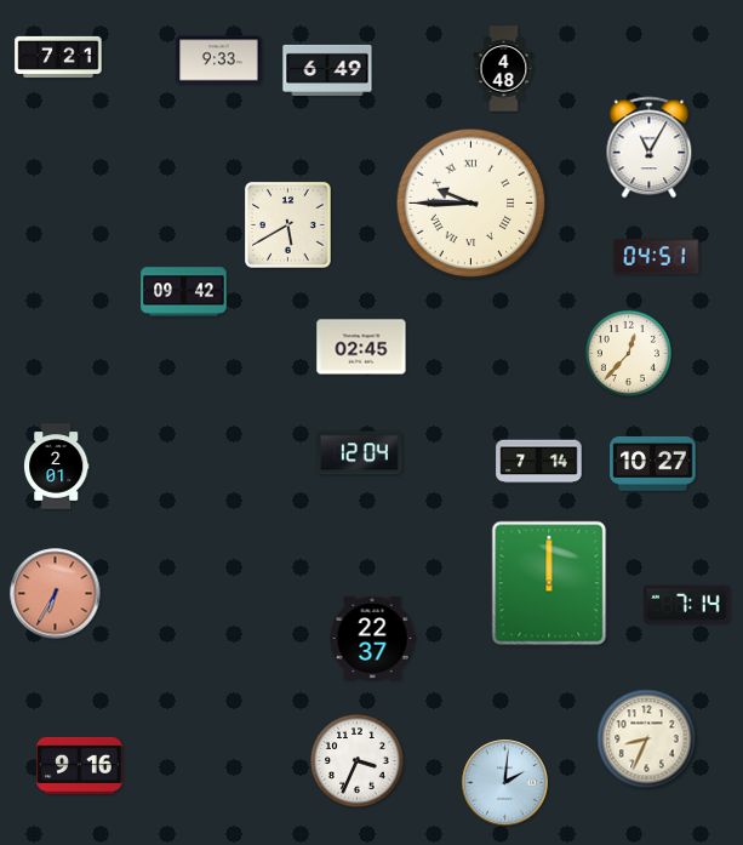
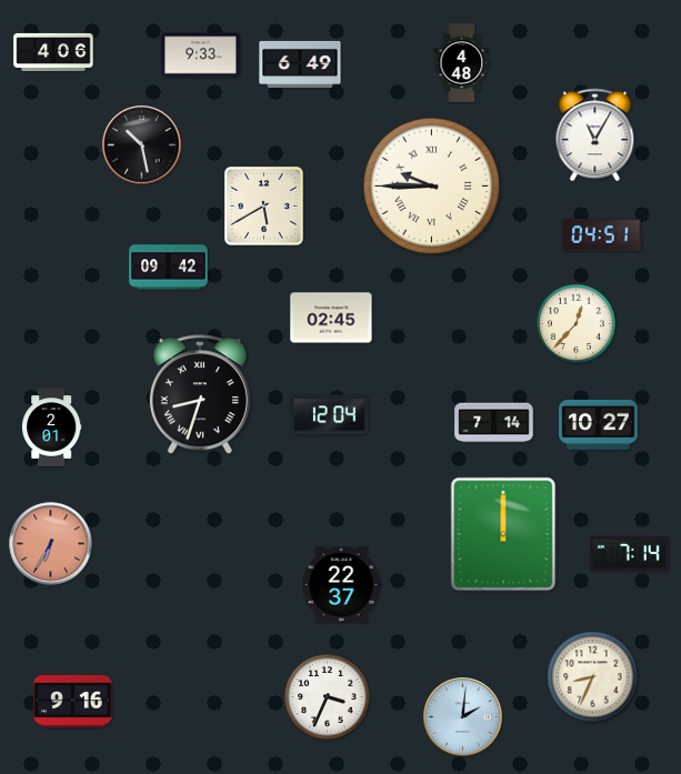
clock at (58, 57): 7:21 -> 4:06
clock at (142, 145): none -> 10:28
clock at (200, 395): none -> 8:33
